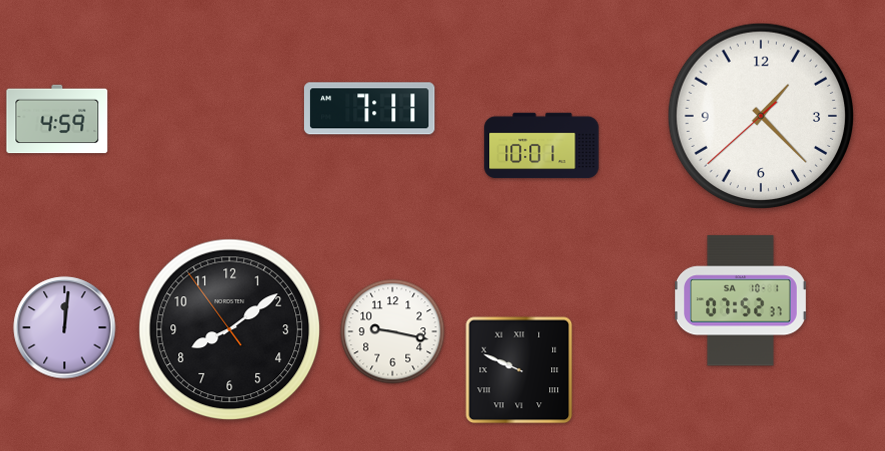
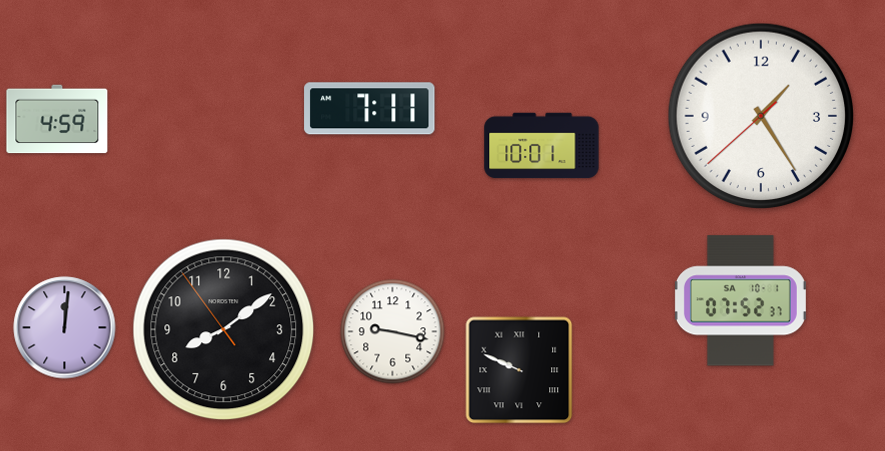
clock at (761, 116): 1:22 -> 1:24
clock at (230, 330) position: (230, 330) -> (224, 330)
